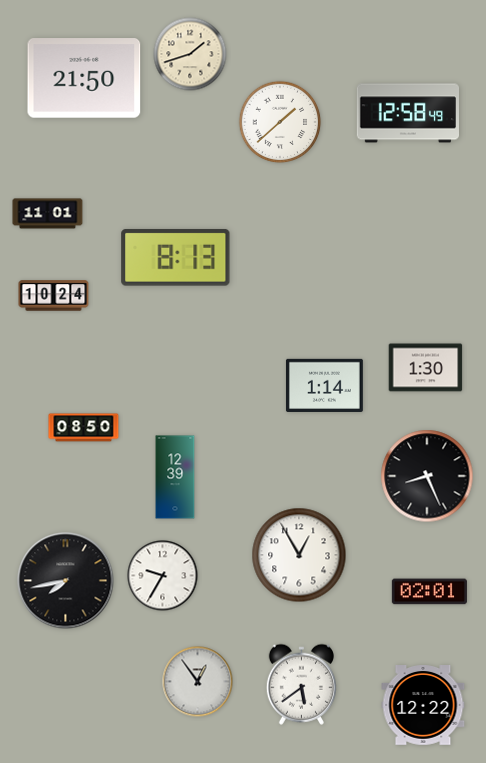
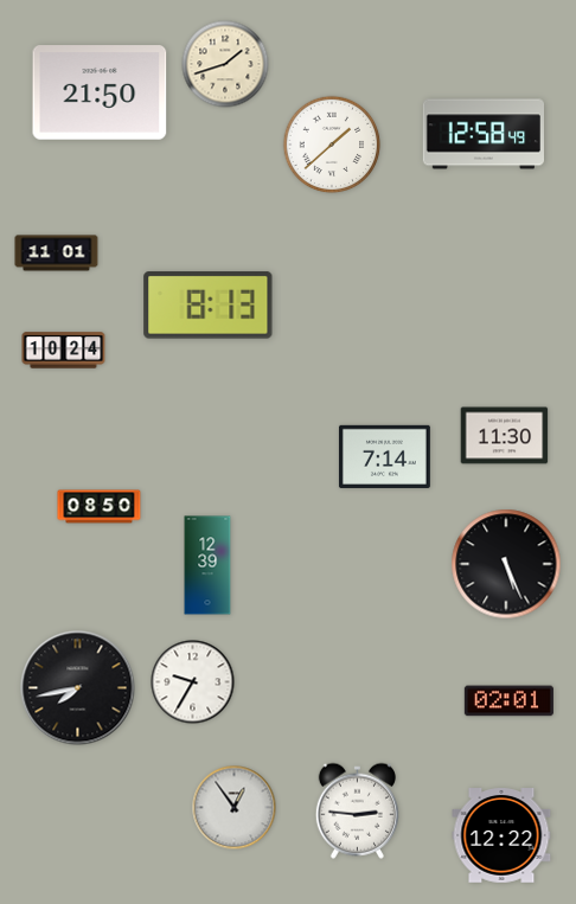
clock at (426, 368): 1:30 -> 11:30
clock at (324, 385): 1:14 -> 7:14
clock at (427, 476): 8:26 -> 5:26
clock at (299, 555): 12:55 -> none
clock at (301, 684): 5:39 -> 2:46
